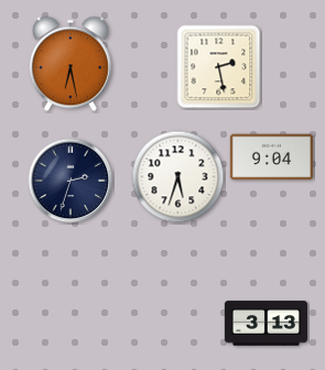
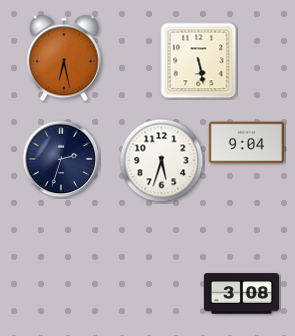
clock at (219, 67): 2:28 -> 5:28
clock at (71, 181) position: (71, 181) -> (61, 159)
clock at (266, 324): 3:13 -> 3:08
